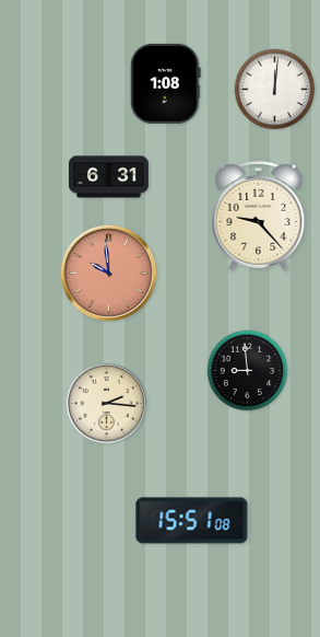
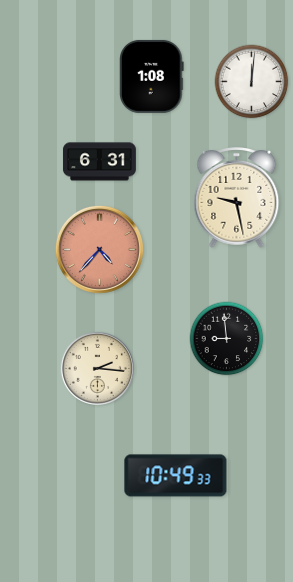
clock at (259, 217): 9:23 -> 9:28
clock at (108, 273): 9:59 -> 4:37
clock at (192, 521): 15:51 -> 10:49
